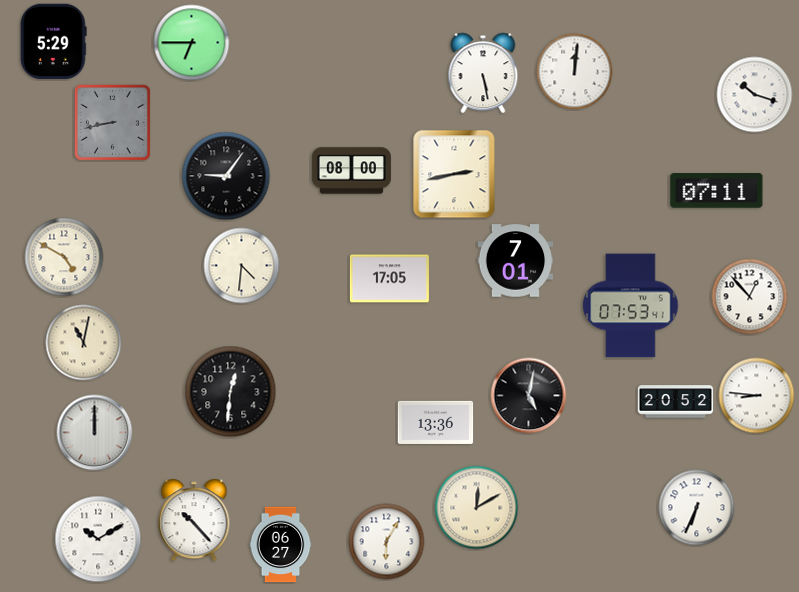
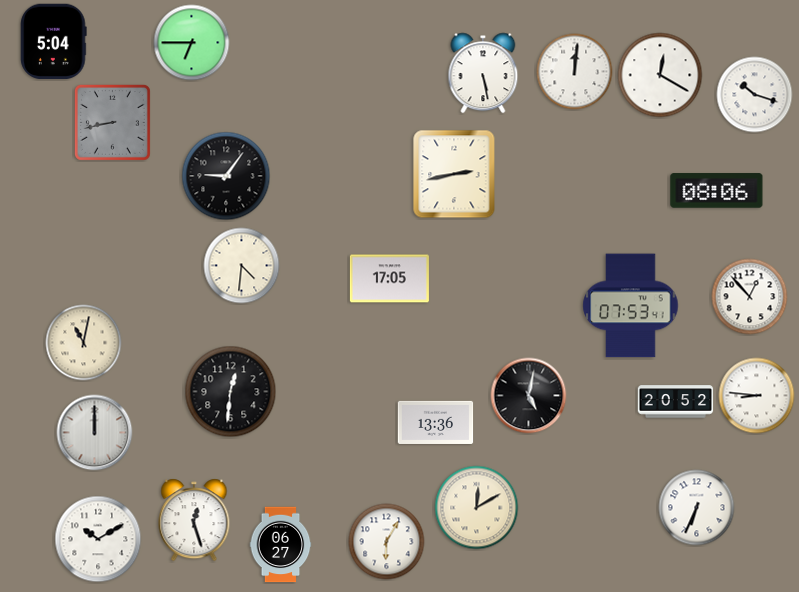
clock at (54, 42): 5:29 -> 5:04
clock at (660, 75): none -> 12:20
clock at (351, 171): 08:00 -> none
clock at (717, 191): 07:11 -> 08:06
clock at (64, 257): 4:50 -> none
clock at (516, 261): 7:01 -> none
clock at (194, 520): 10:23 -> 12:27
